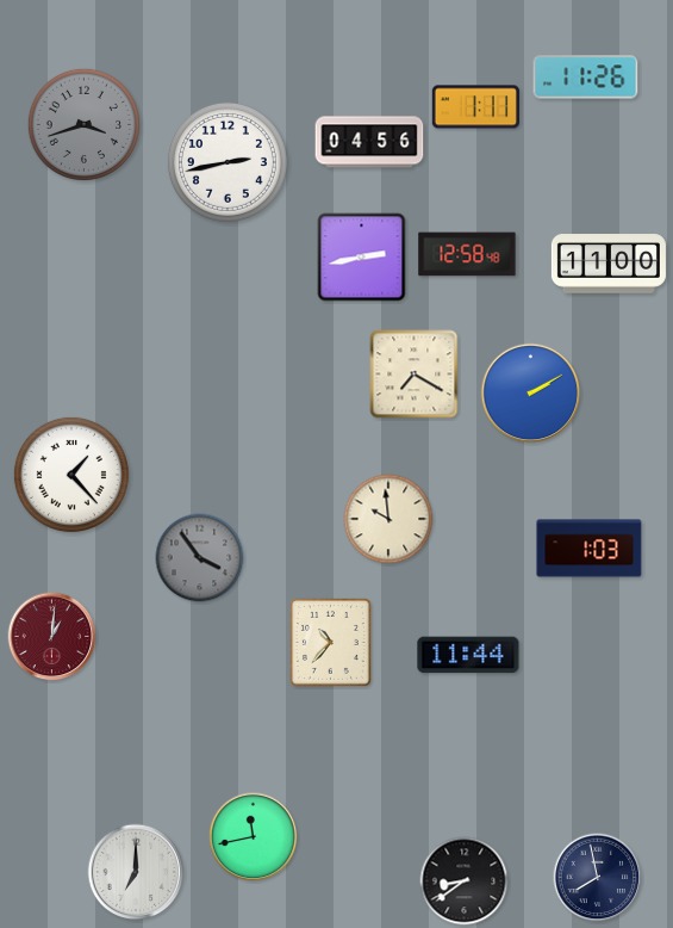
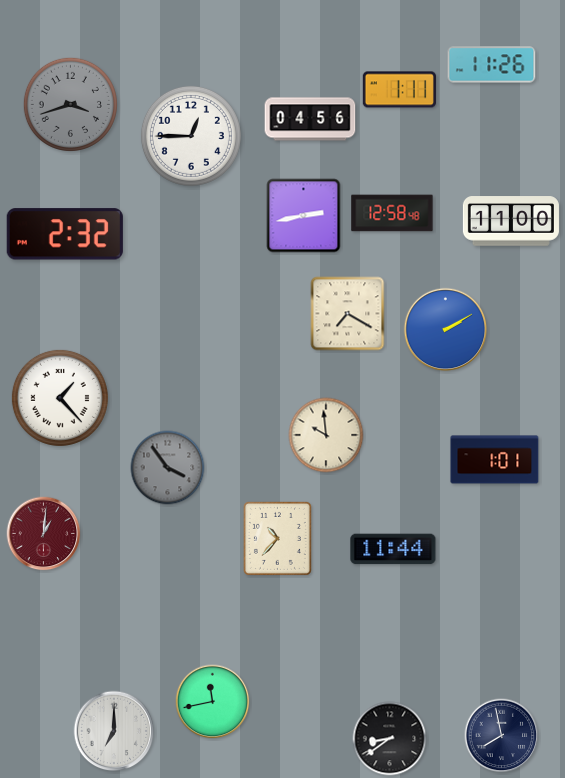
clock at (228, 162): 2:43 -> 12:45
clock at (65, 234): none -> 2:32
clock at (590, 549): 1:03 -> 1:01
